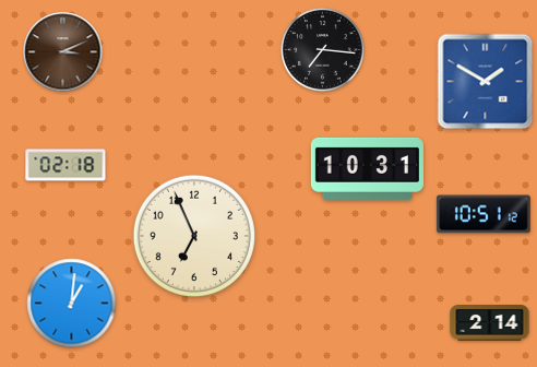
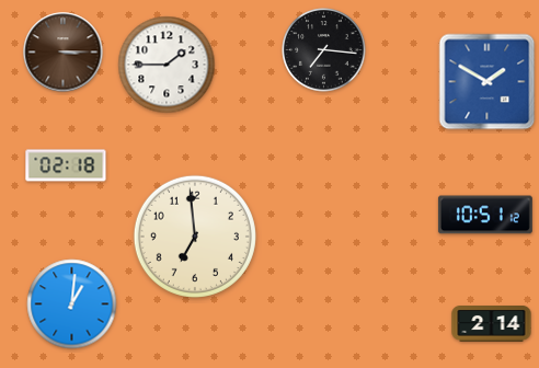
clock at (63, 52): 3:11 -> 3:15
clock at (167, 65): none -> 1:45
clock at (367, 168): 10:31 -> none
clock at (194, 236): 6:56 -> 6:59
